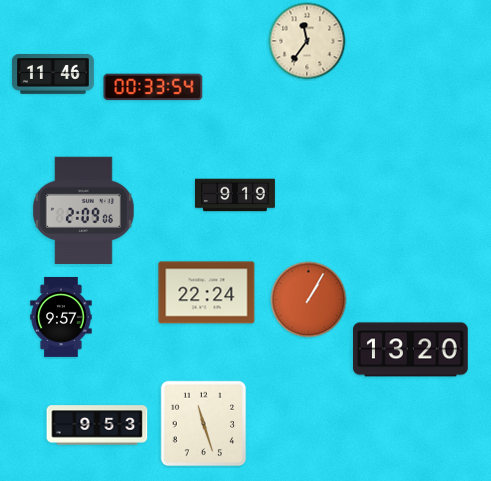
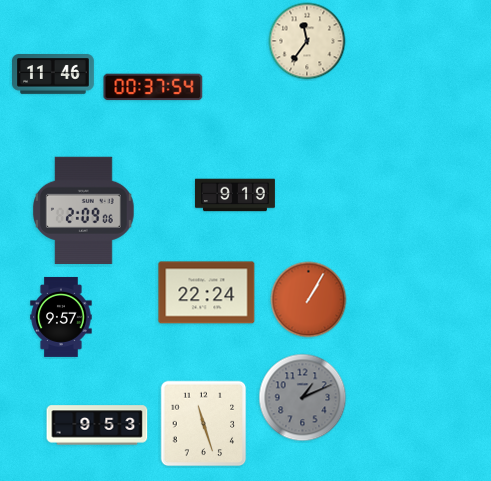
clock at (153, 87): 00:33 -> 00:37
clock at (411, 350): 13:20 -> none
clock at (303, 398): none -> 1:11
